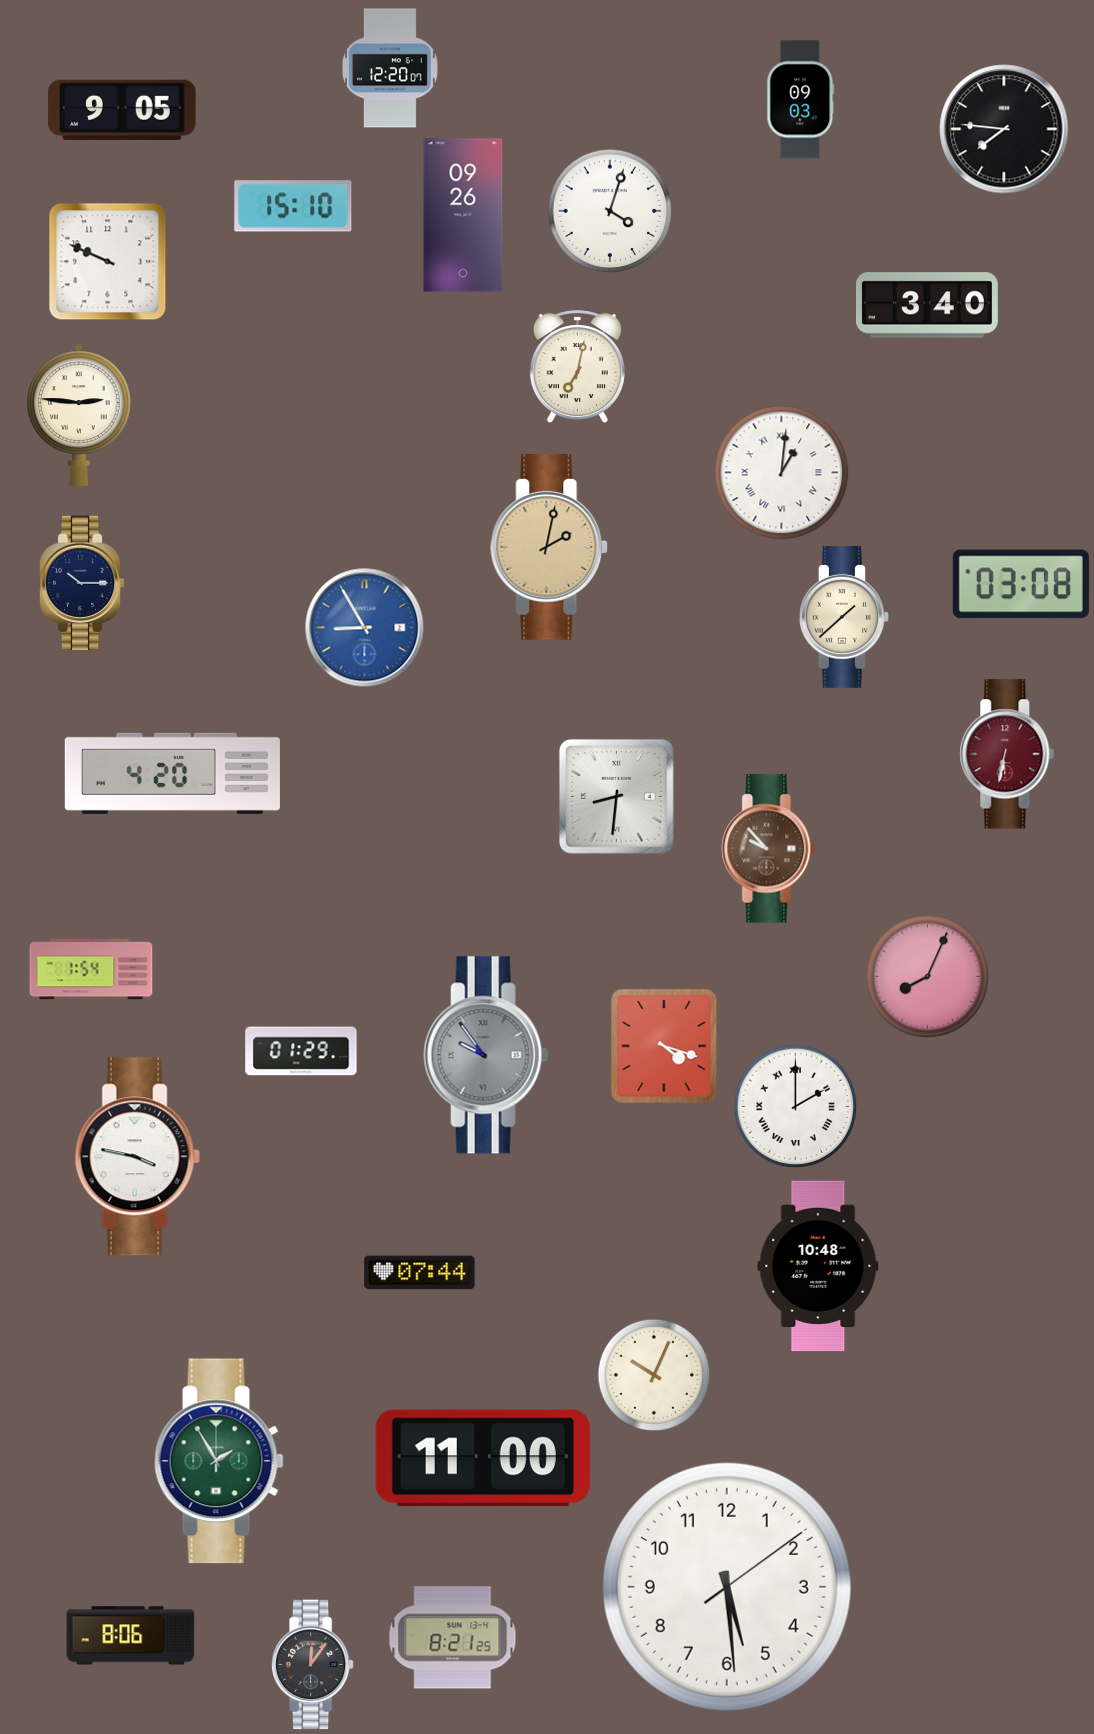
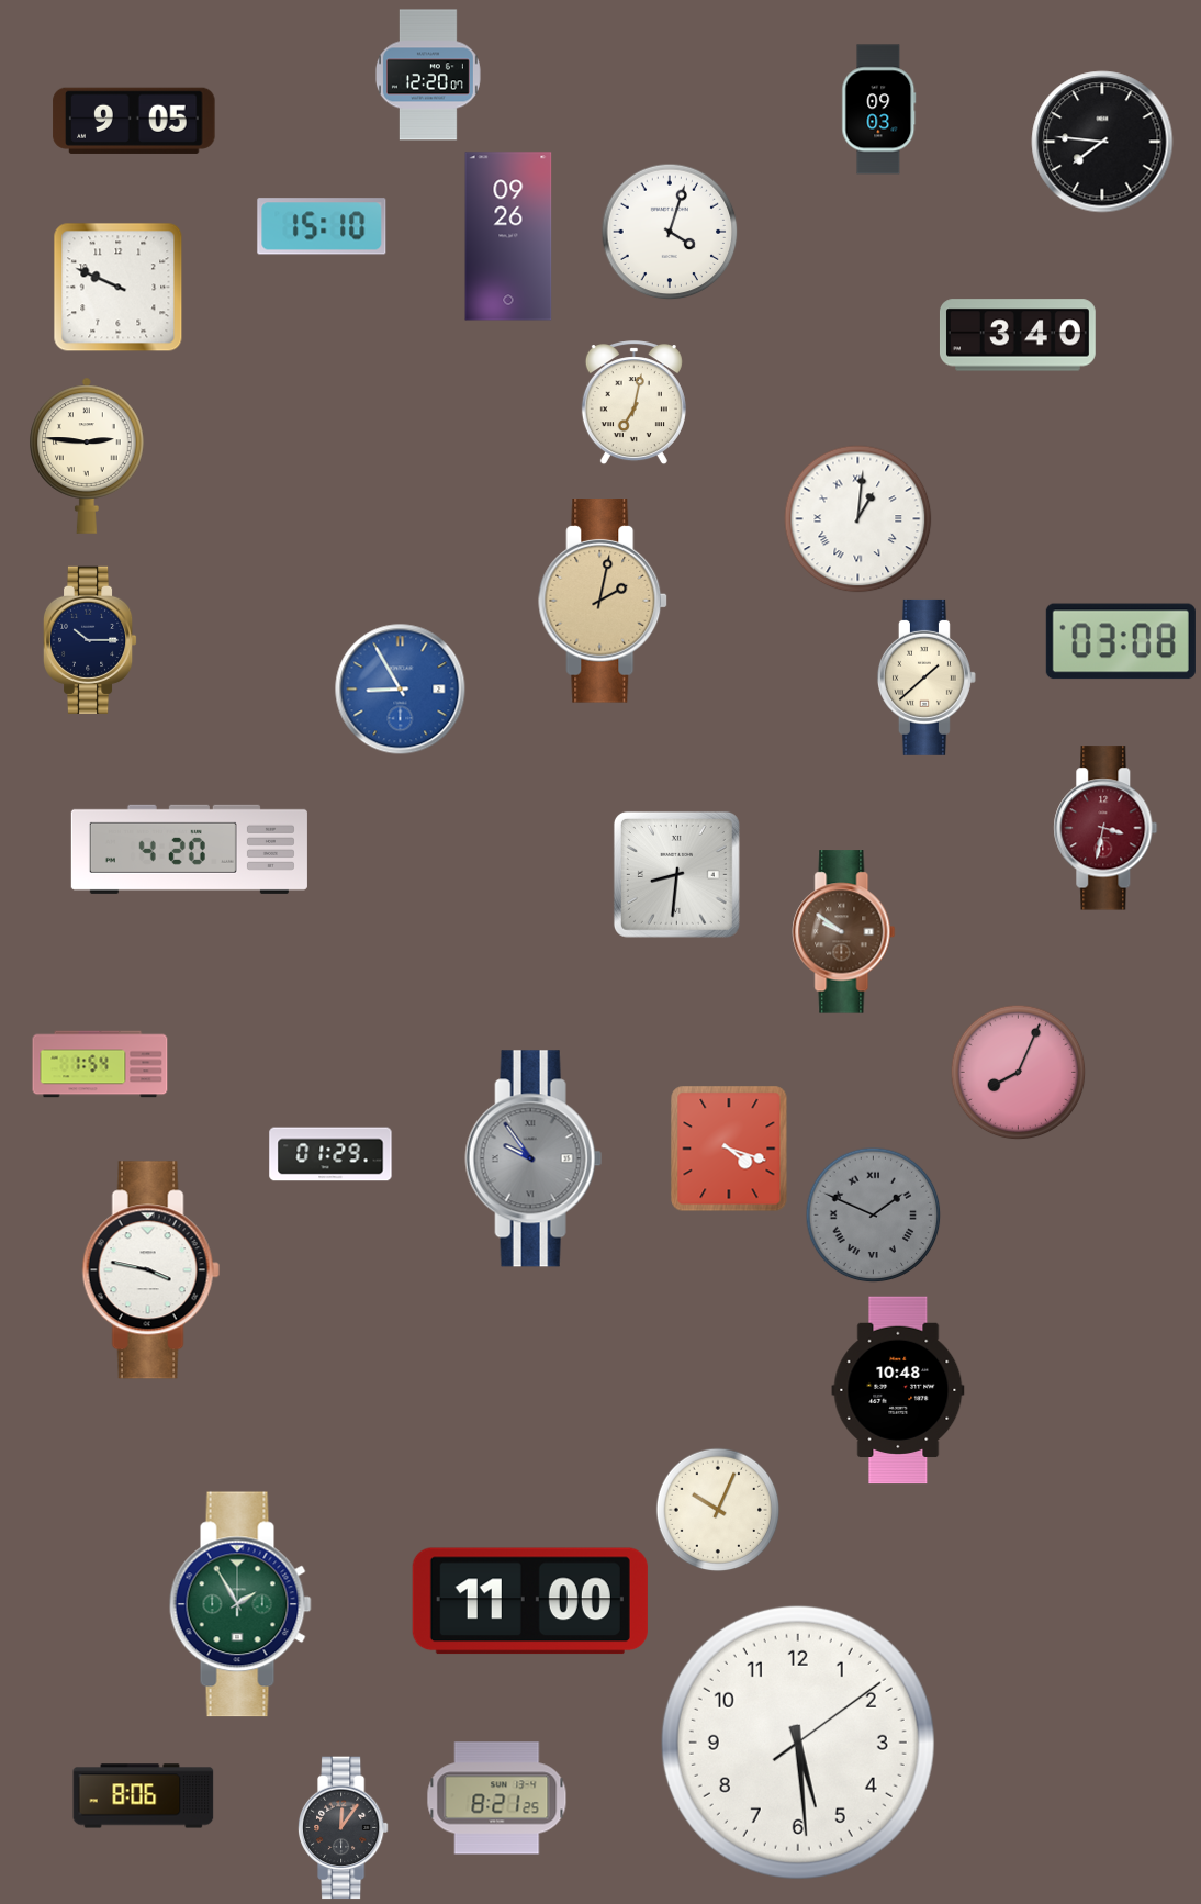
clock at (1007, 754): 6:32 -> 3:32
clock at (769, 849): 9:53 -> 9:51
clock at (796, 1107): 2:00 -> 1:49
clock at (796, 1107) dial: white -> grey
clock at (420, 1273): 07:44 -> none
